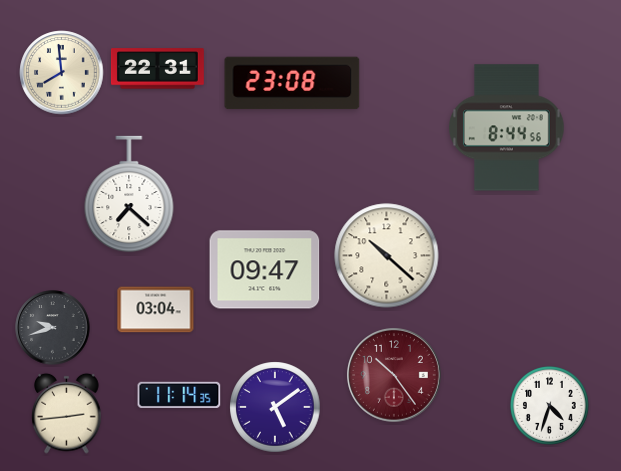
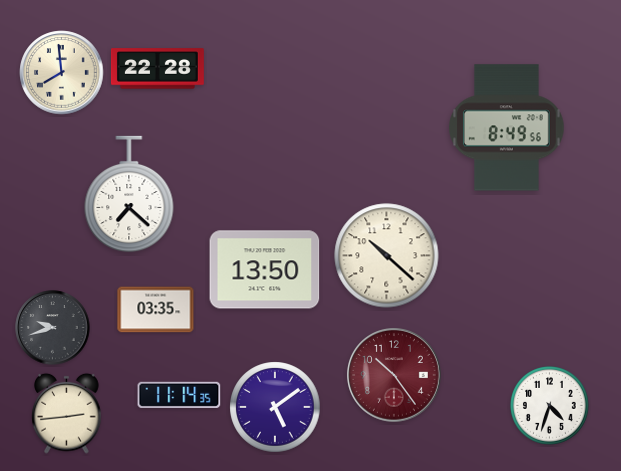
clock at (157, 69): 22:31 -> 22:28
clock at (292, 83): 23:08 -> none
clock at (507, 128): 8:44 -> 8:49
clock at (265, 270): 09:47 -> 13:50
clock at (156, 310): 03:04 -> 03:35
